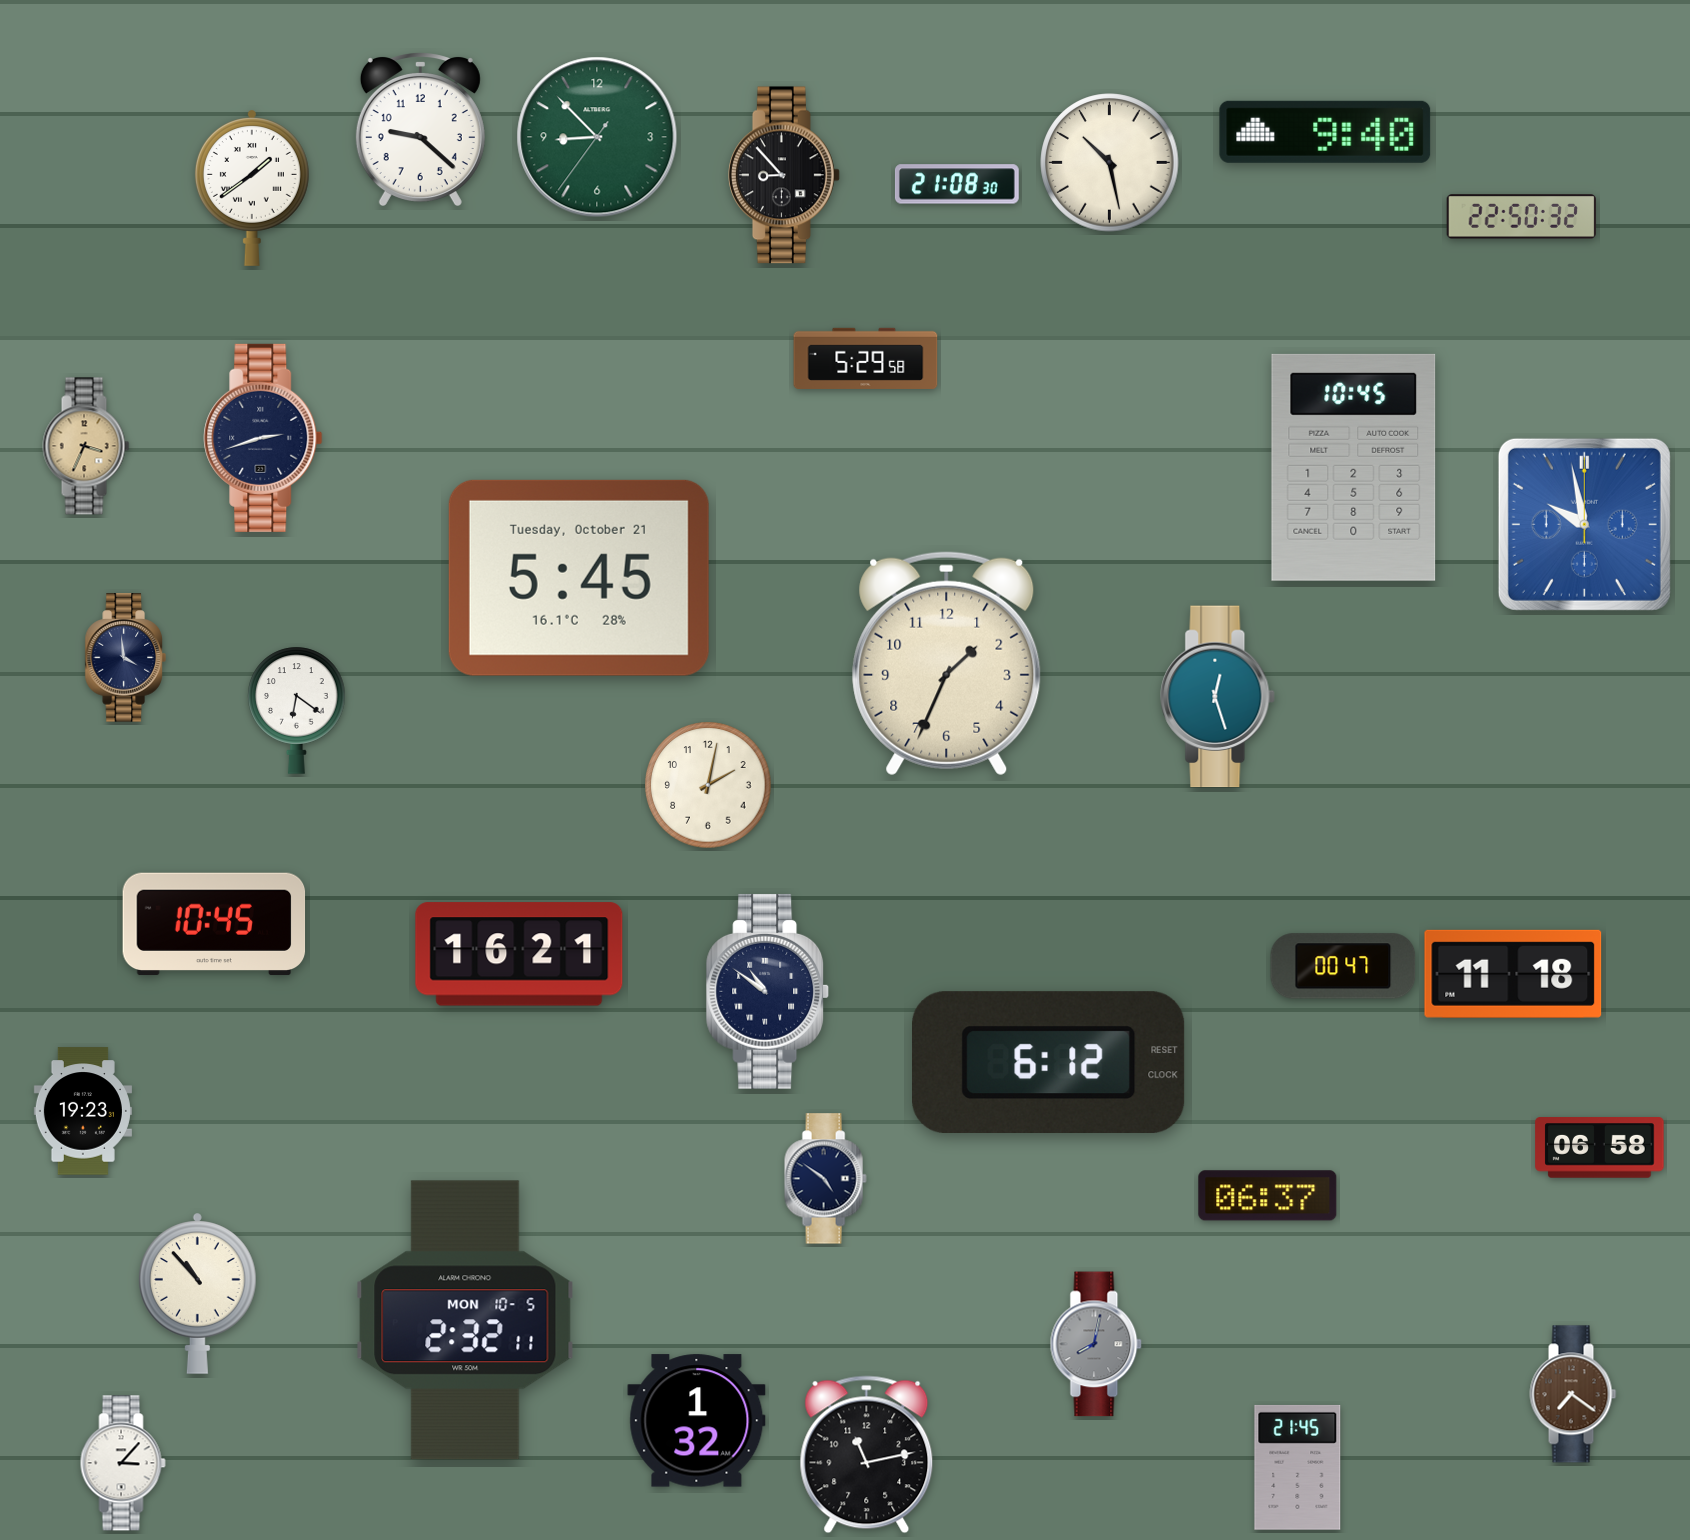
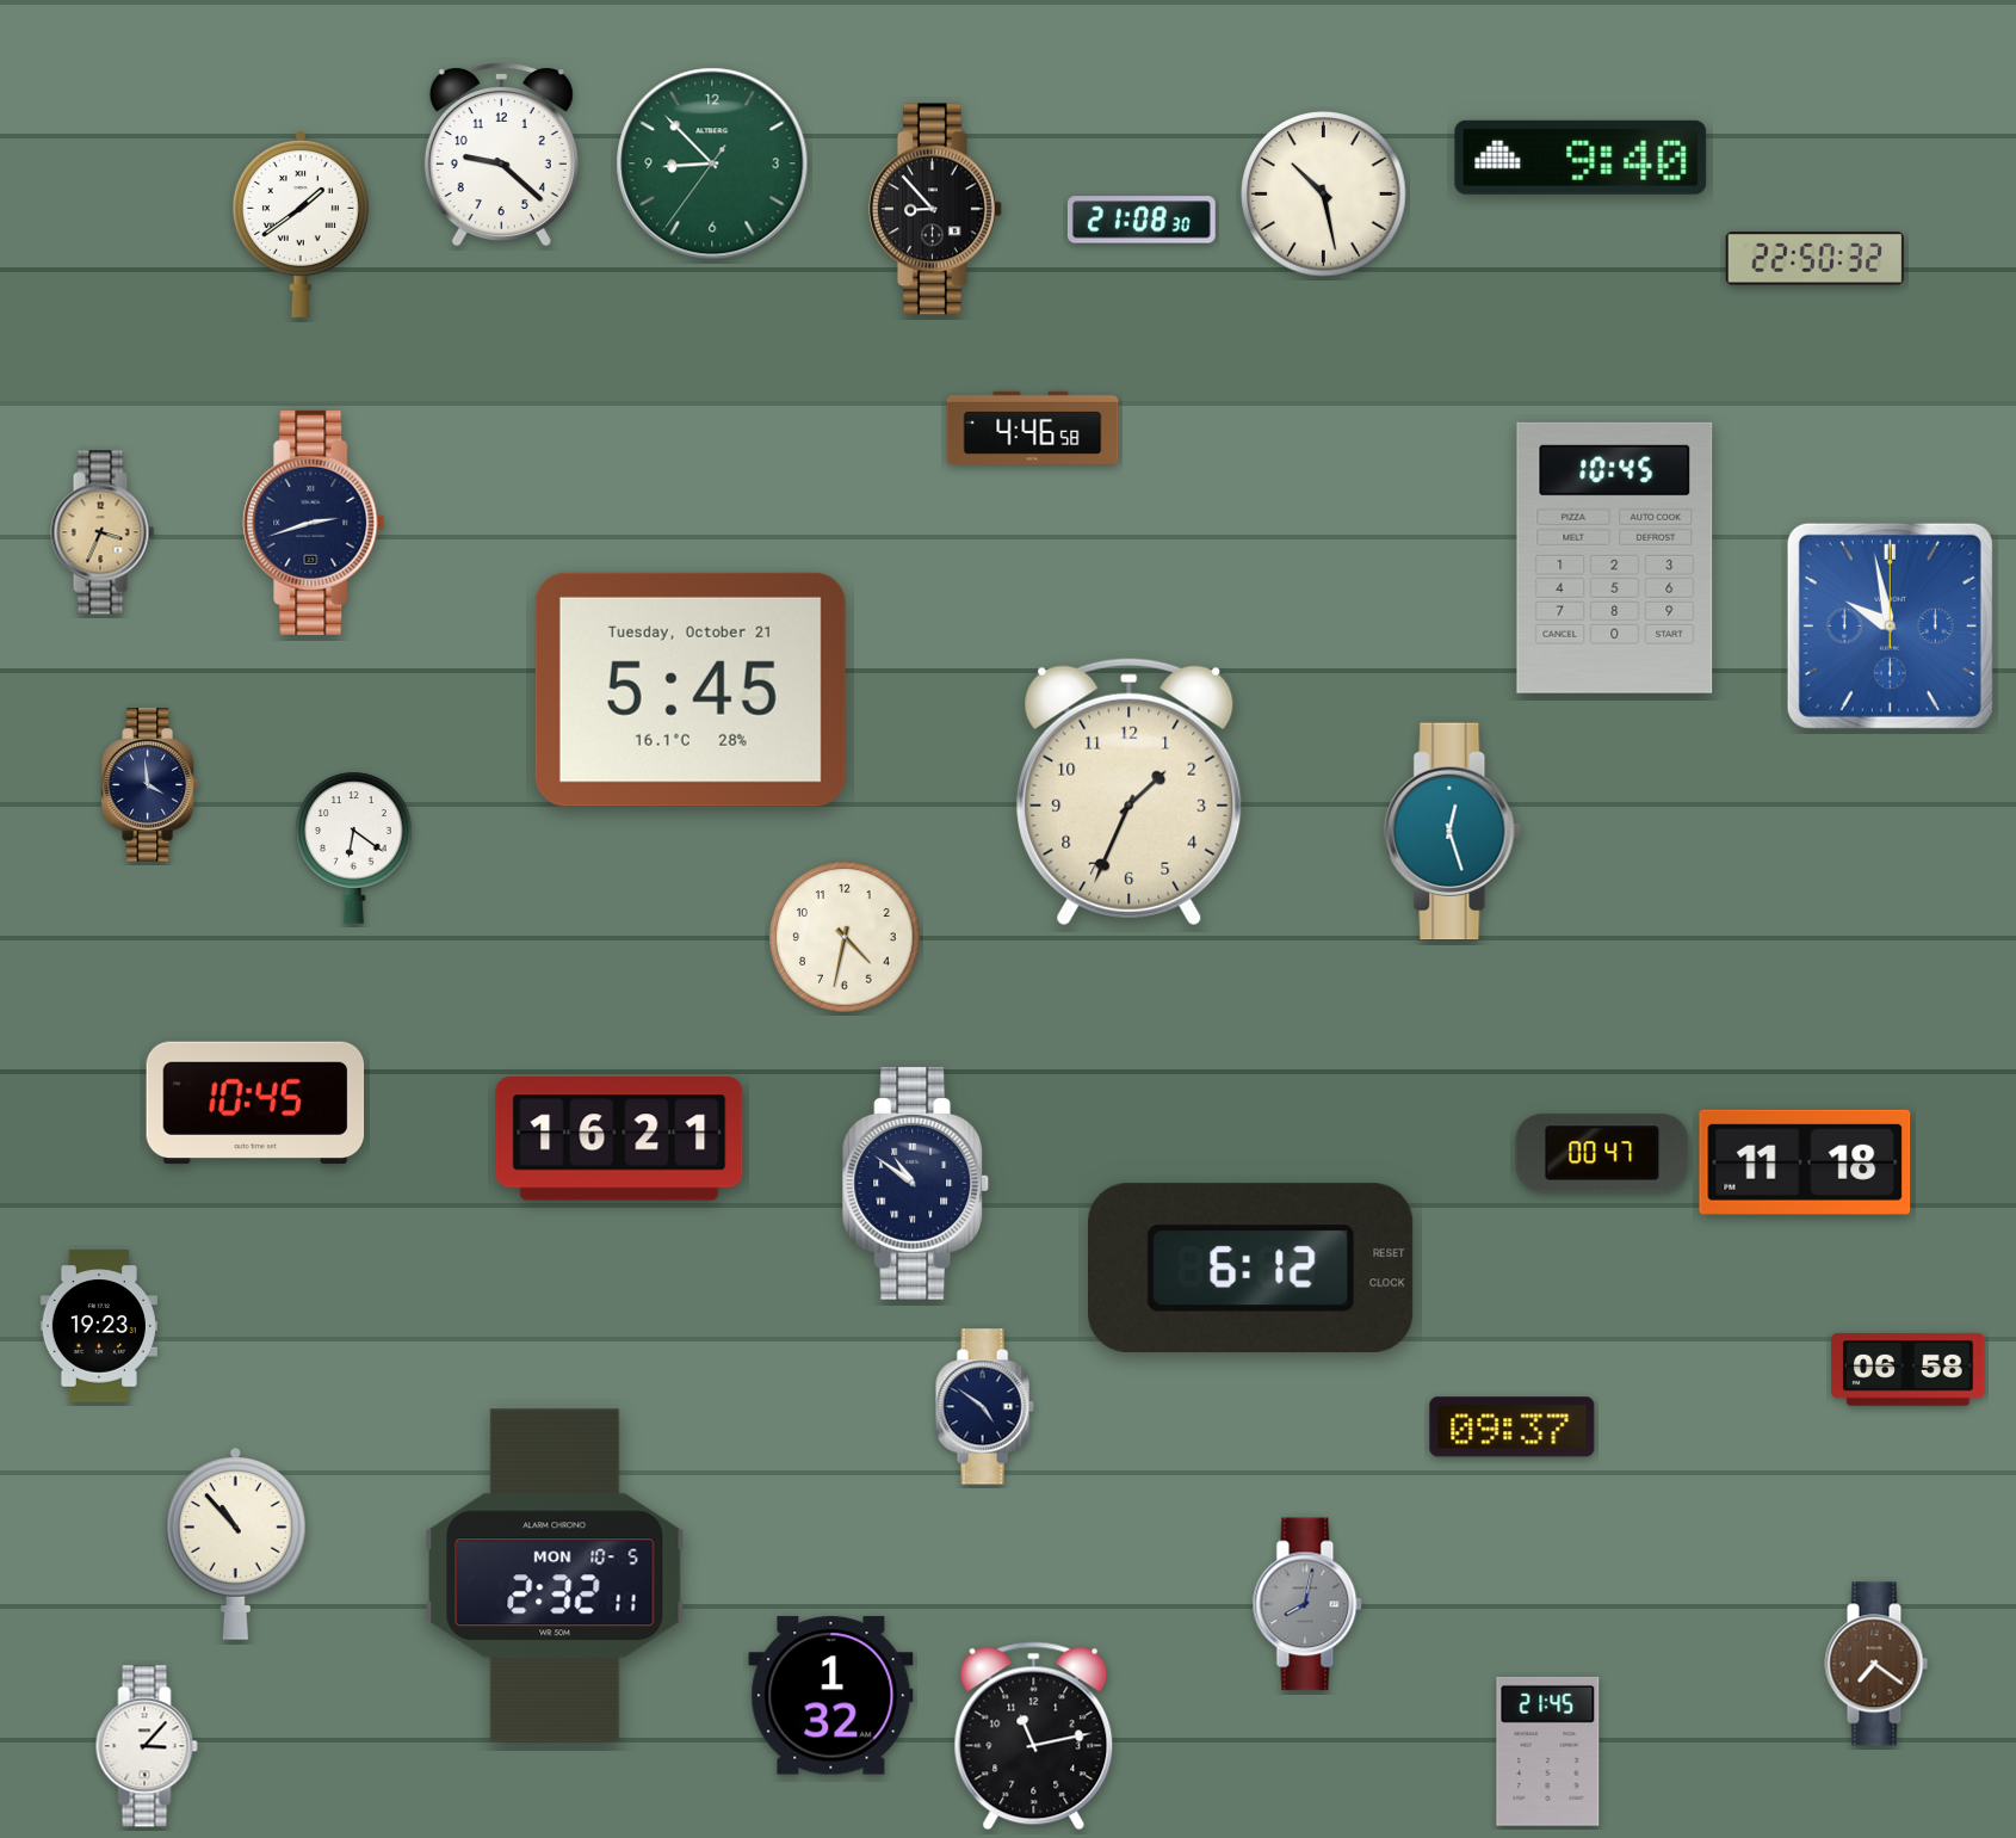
clock at (866, 358): 5:29 -> 4:46
clock at (708, 785): 2:02 -> 4:32
clock at (1268, 1196): 06:37 -> 09:37
